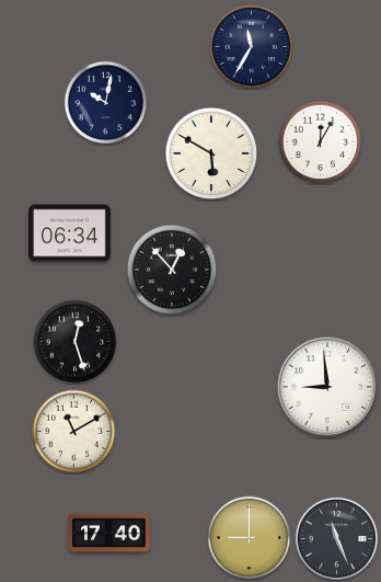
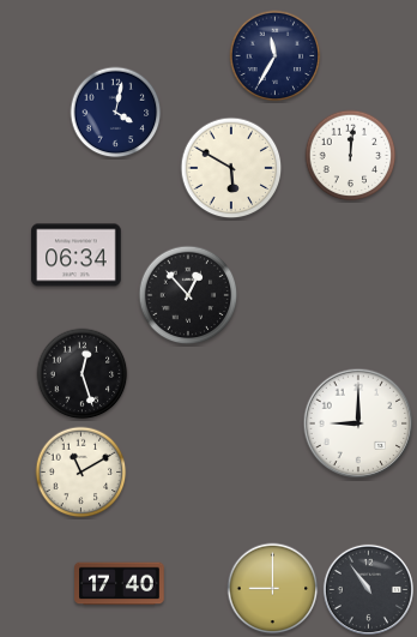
clock at (252, 47) position: (252, 47) -> (276, 56)
clock at (106, 103): 10:02 -> 4:02
clock at (321, 142): 12:05 -> 12:01
clock at (327, 387): 8:59 -> 9:00
clock at (336, 538): 11:26 -> 10:54
